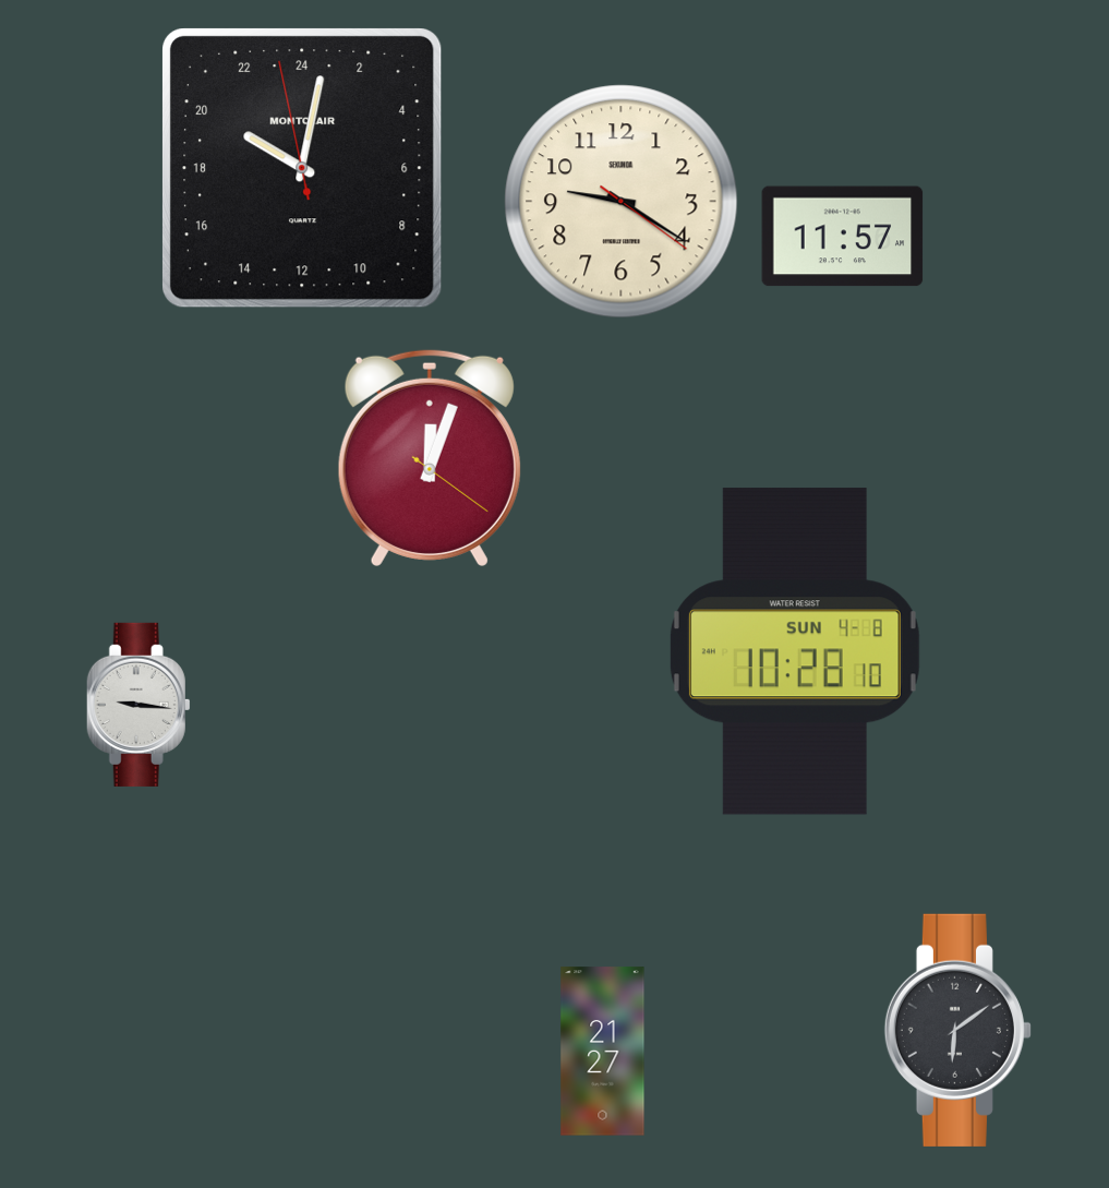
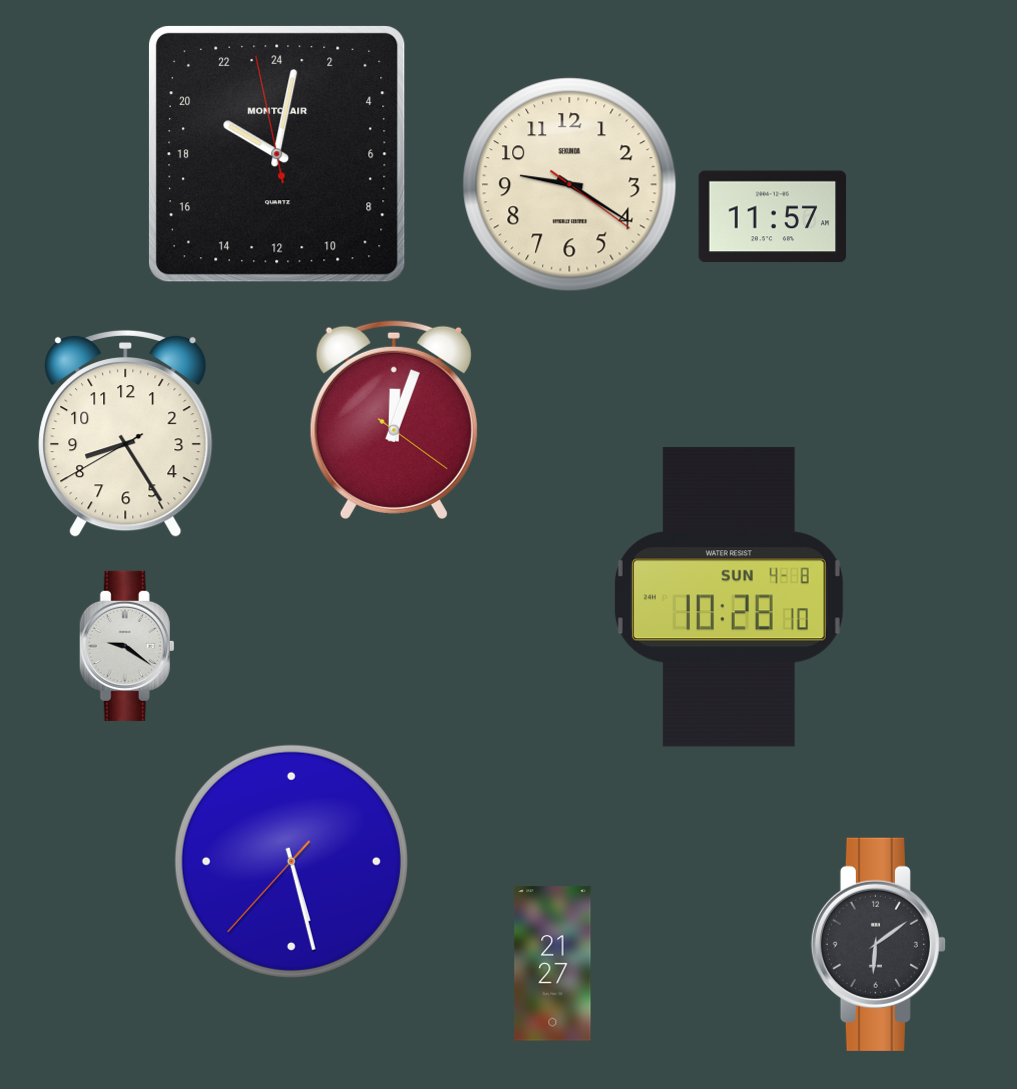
clock at (126, 433): none -> 8:24
clock at (138, 705): 9:16 -> 9:21
clock at (291, 861): none -> 5:27
